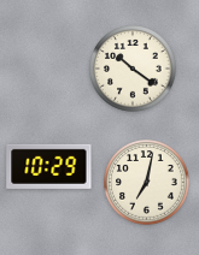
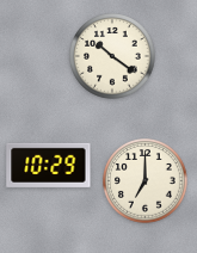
clock at (133, 69) position: (133, 69) -> (112, 56)
clock at (147, 183): 7:02 -> 7:00
